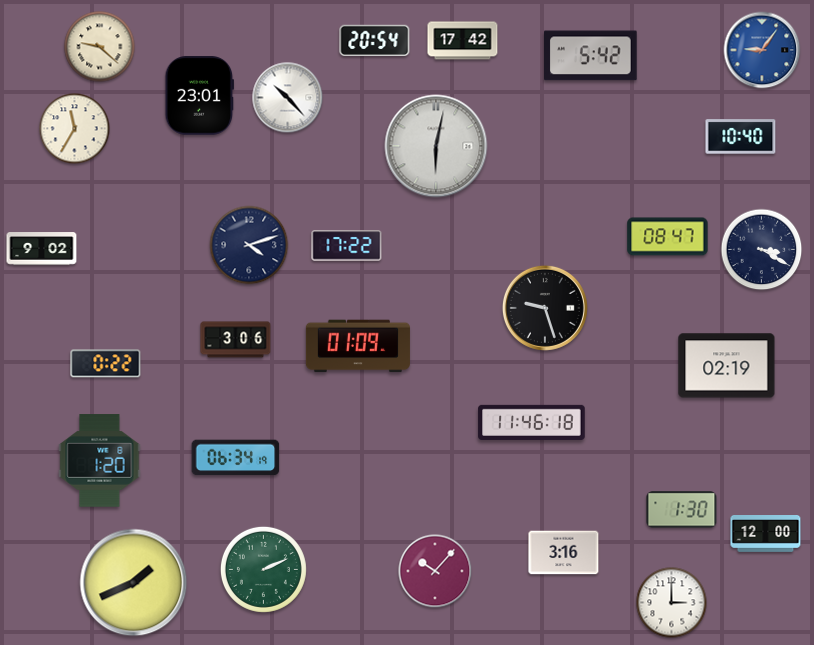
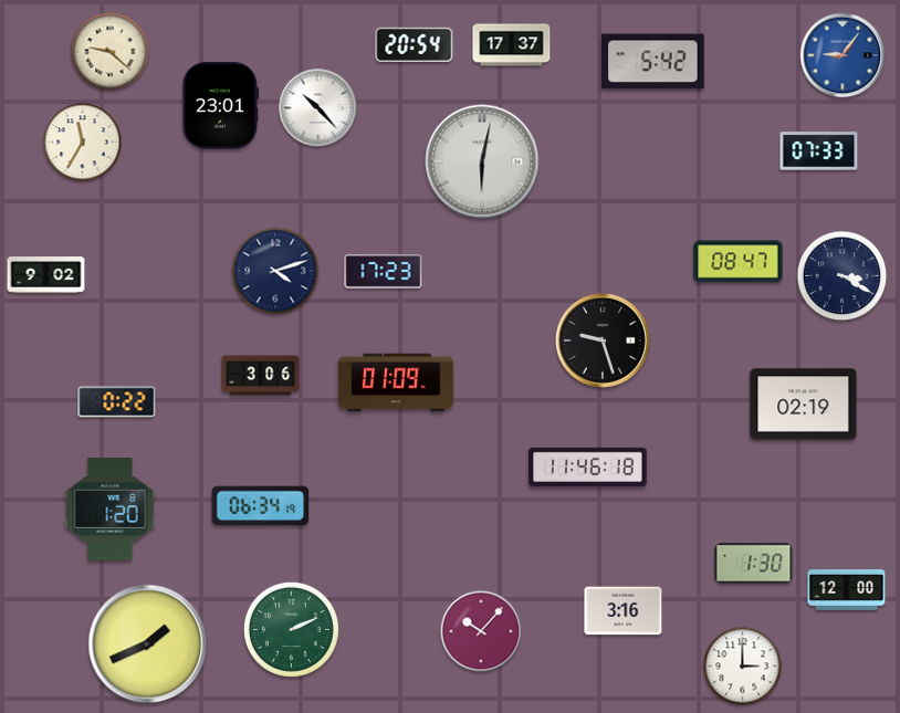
clock at (463, 41): 17:42 -> 17:37
clock at (741, 137): 10:40 -> 07:33
clock at (347, 246): 17:22 -> 17:23
